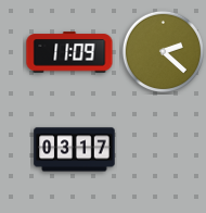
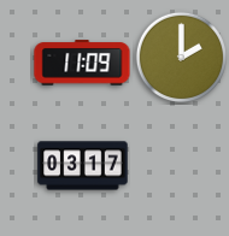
clock at (69, 52) position: (69, 52) -> (82, 63)
clock at (164, 52): 2:22 -> 2:00
